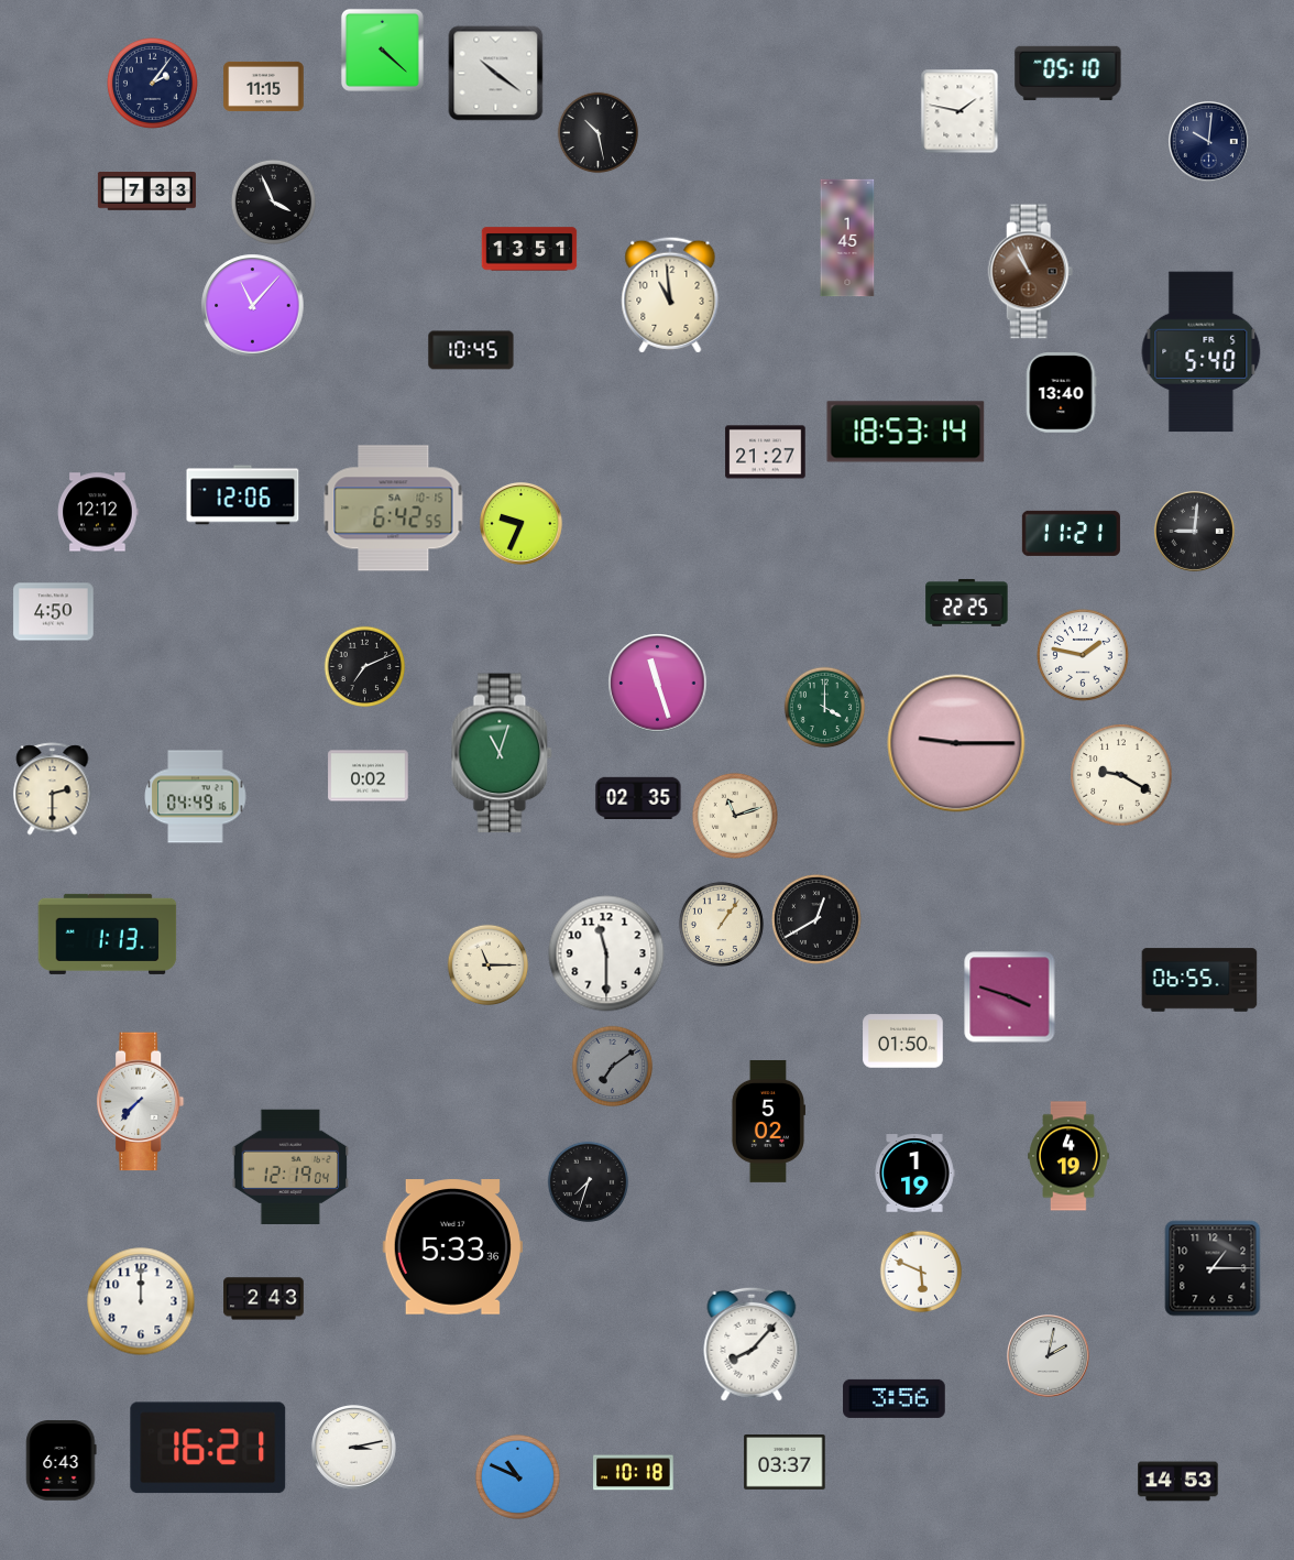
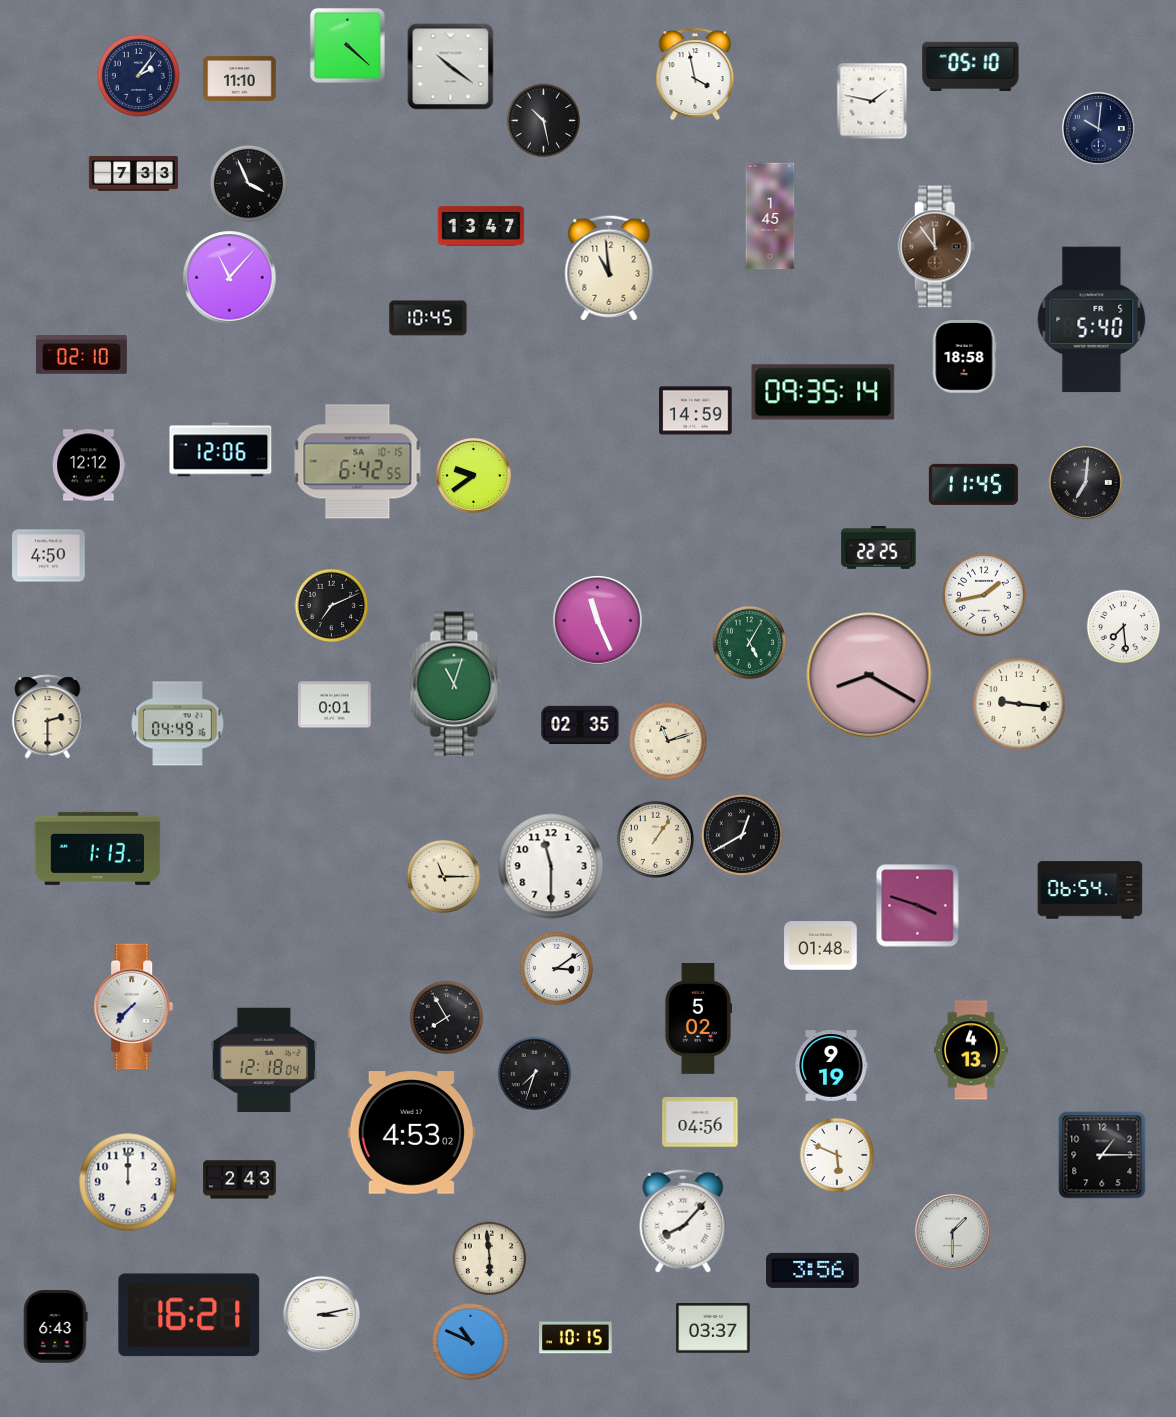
clock at (695, 74): none -> 3:58
clock at (264, 86): 11:15 -> 11:10
clock at (529, 249): 13:51 -> 13:47
clock at (1031, 272): 10:56 -> 11:54
clock at (81, 355): none -> 02:10
clock at (1062, 393): 13:40 -> 18:58
clock at (906, 432): 18:53 -> 09:35
clock at (766, 452): 21:27 -> 14:59
clock at (522, 524): 9:34 -> 9:39
clock at (1195, 532): 9:01 -> 7:01
clock at (1071, 533): 11:21 -> 11:45
clock at (1084, 656): 1:47 -> 1:43
clock at (658, 684): 11:27 -> 11:26
clock at (1124, 627): none -> 7:29
clock at (825, 708): 4:00 -> 5:05
clock at (956, 743): 9:15 -> 8:20
clock at (1121, 775): 9:20 -> 9:16
clock at (369, 776): 0:02 -> 0:01
clock at (1199, 980): 06:55 -> 06:54
clock at (903, 1041): 01:50 -> 01:48
clock at (613, 1067): 7:09 -> 3:09
clock at (613, 1067) dial: grey -> white
clock at (141, 1102) position: (141, 1102) -> (134, 1007)
clock at (447, 1018): none -> 7:55
clock at (1068, 1156): 4:19 -> 4:13
clock at (290, 1166): 12:19 -> 12:18
clock at (914, 1174): 1:19 -> 9:19
clock at (700, 1122): none -> 04:56
clock at (452, 1247): 5:33 -> 4:53
clock at (1213, 1268) position: (1213, 1268) -> (1102, 1155)
clock at (1049, 1356): 2:02 -> 1:30
clock at (490, 1259): none -> 5:59
clock at (634, 1473): 10:18 -> 10:15
clock at (1178, 1482): 14:53 -> none
